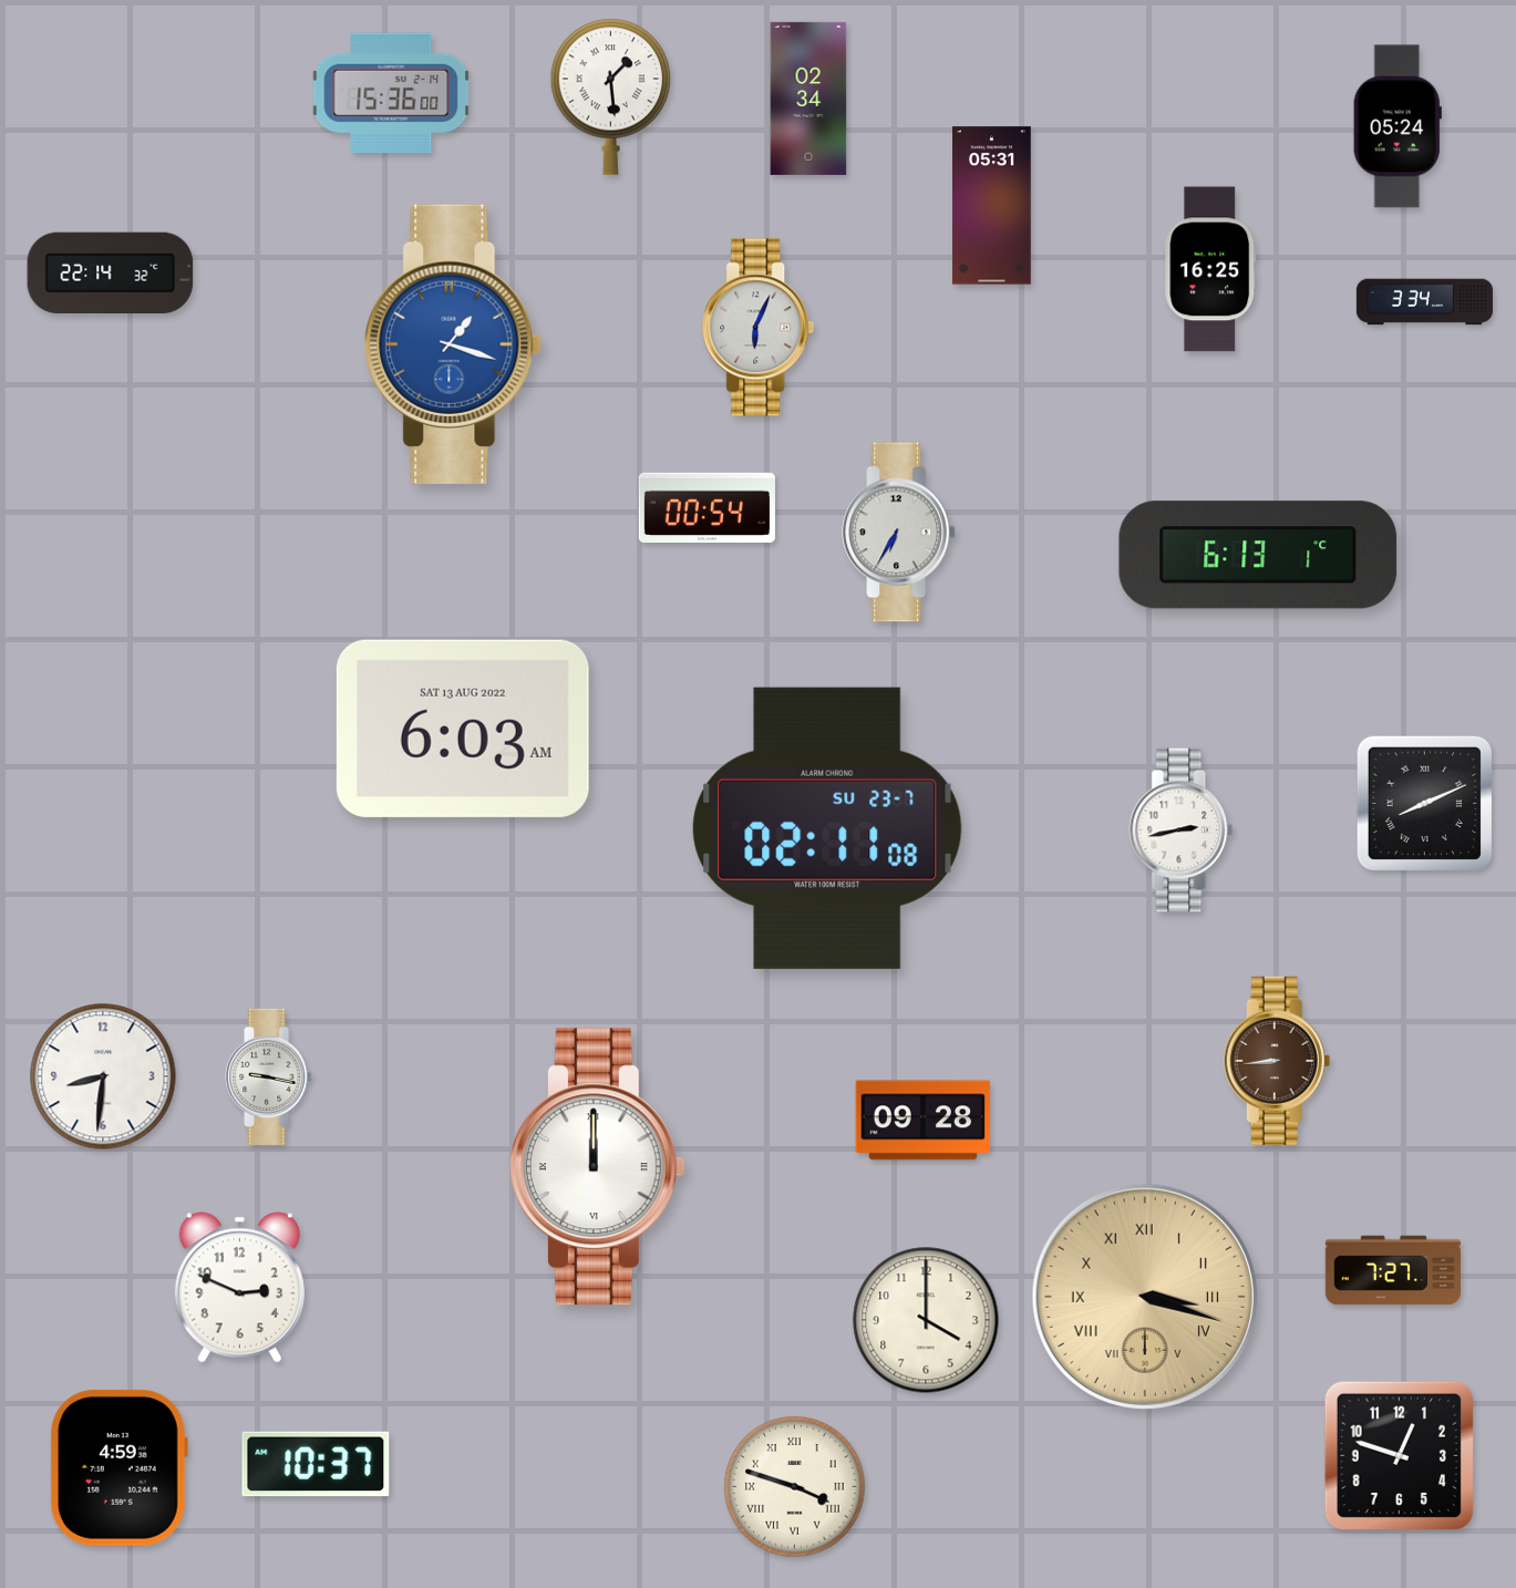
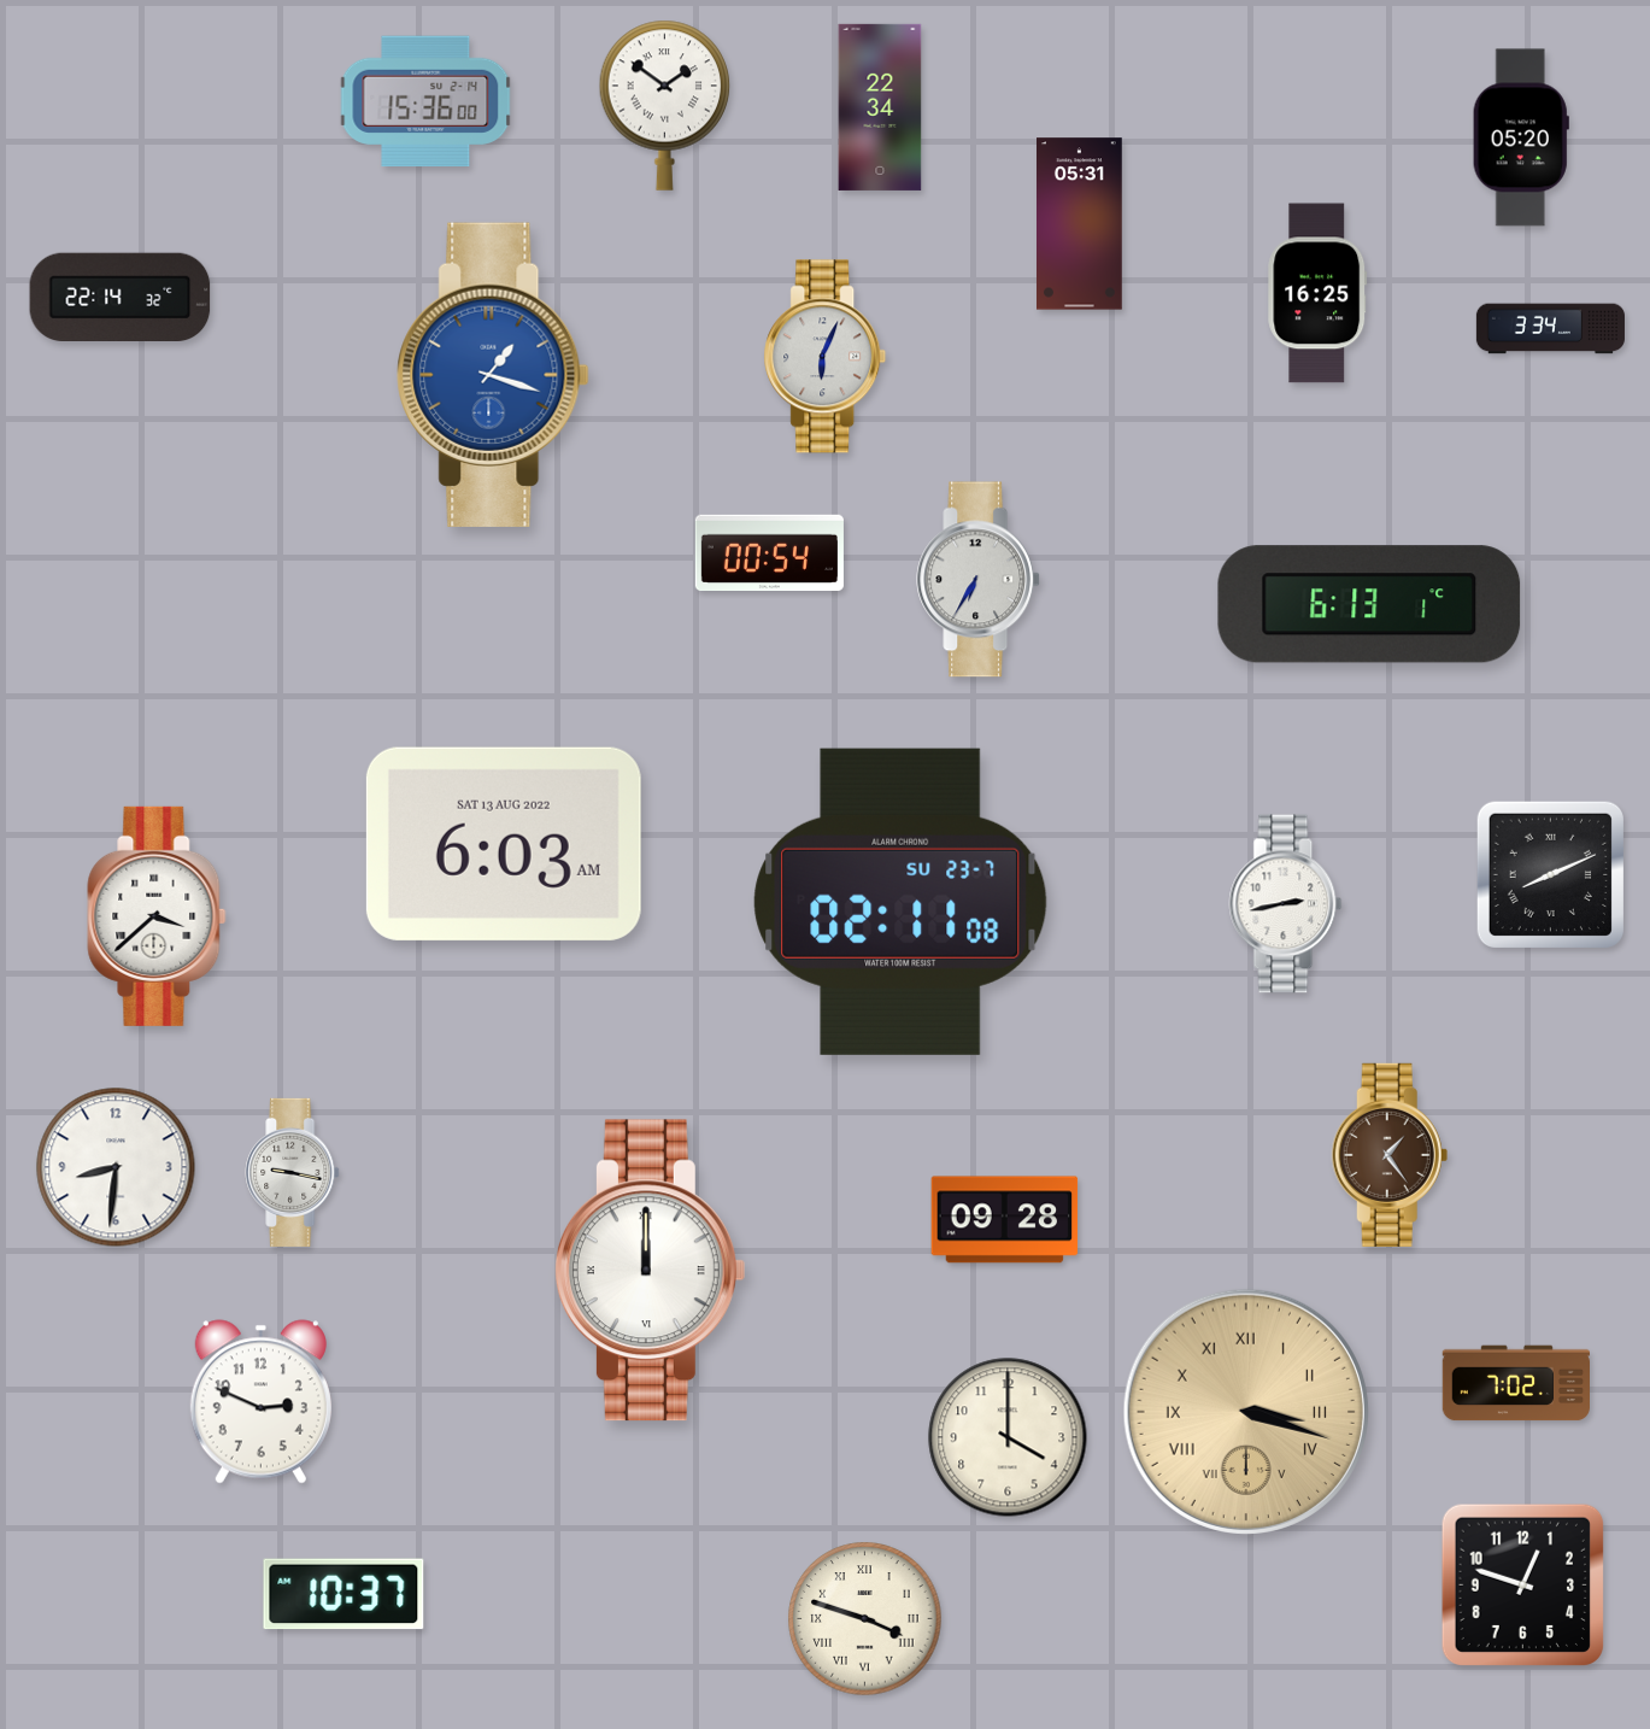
clock at (611, 96): 1:29 -> 1:51
clock at (808, 99): 02:34 -> 22:34
clock at (1398, 126): 05:24 -> 05:20
clock at (463, 729) position: (463, 729) -> (504, 844)
clock at (157, 916): none -> 3:38
clock at (1277, 1061): 8:44 -> 1:24
clock at (103, 1076) position: (103, 1076) -> (116, 1167)
clock at (1392, 1270): 7:27 -> 7:02
clock at (118, 1467): 4:59 -> none
